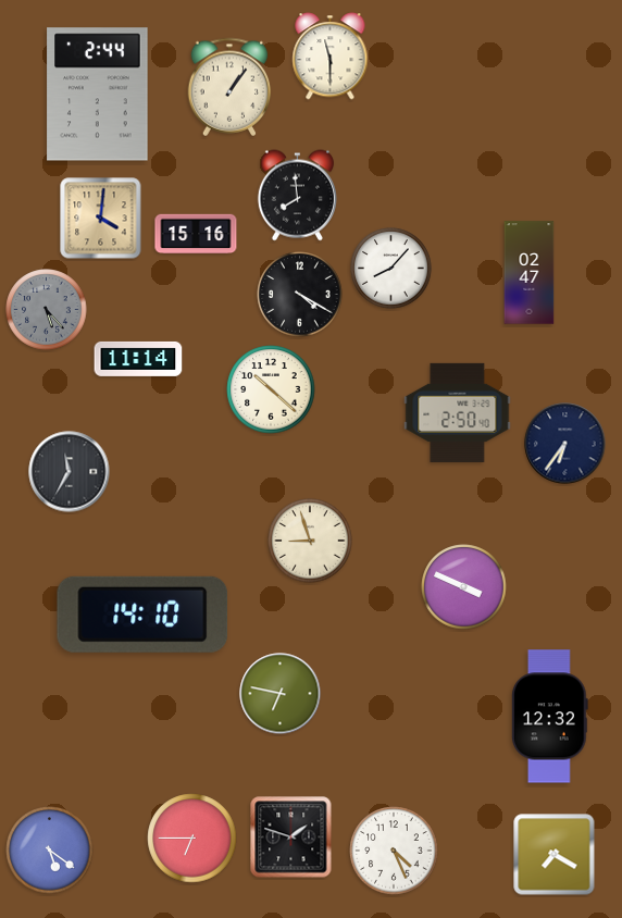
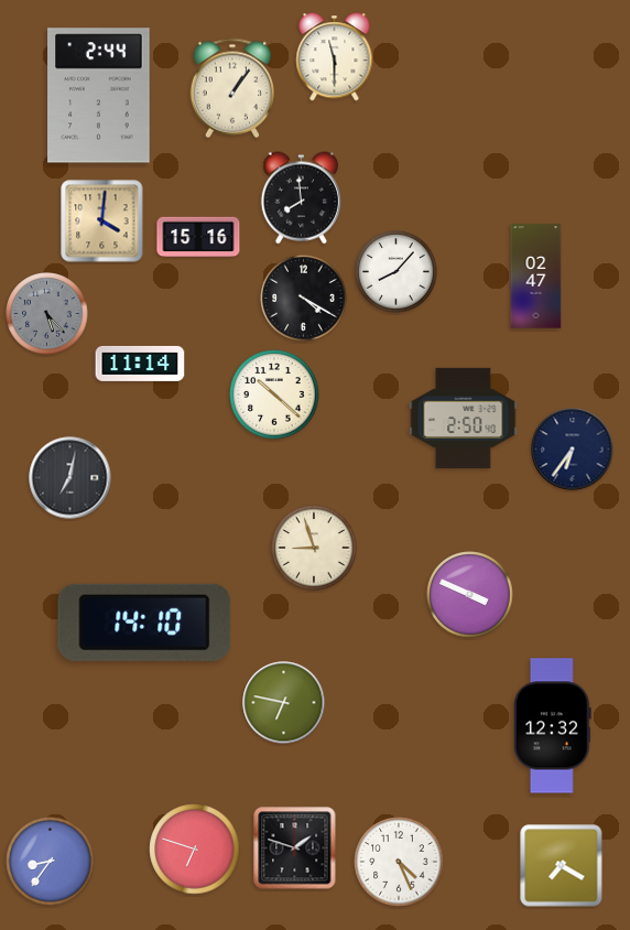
clock at (70, 472): 11:35 -> 7:02
clock at (549, 717) position: (549, 717) -> (552, 726)
clock at (192, 839): 6:45 -> 6:48
clock at (50, 851): 5:21 -> 8:36
